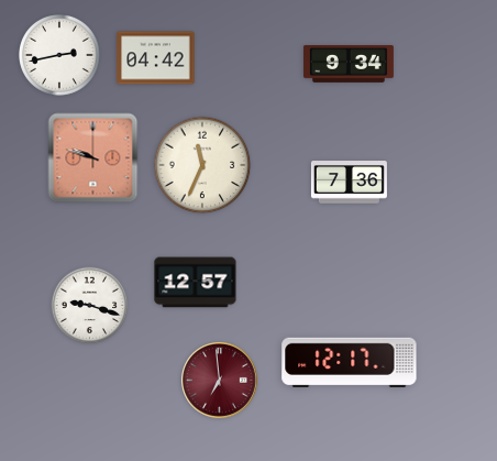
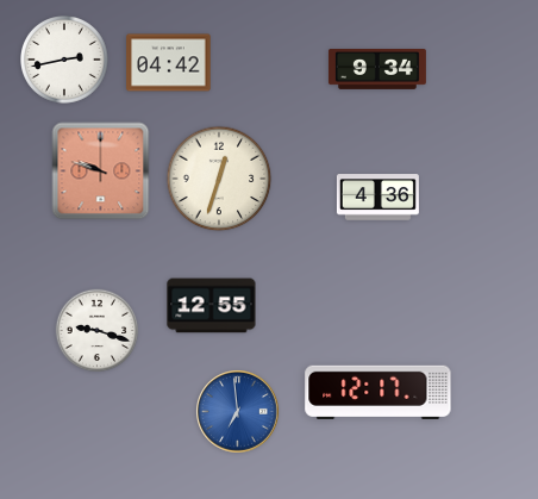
clock at (202, 165): 11:34 -> 12:33
clock at (349, 183): 7:36 -> 4:36
clock at (196, 283): 12:57 -> 12:55
clock at (220, 381) dial: burgundy -> blue
